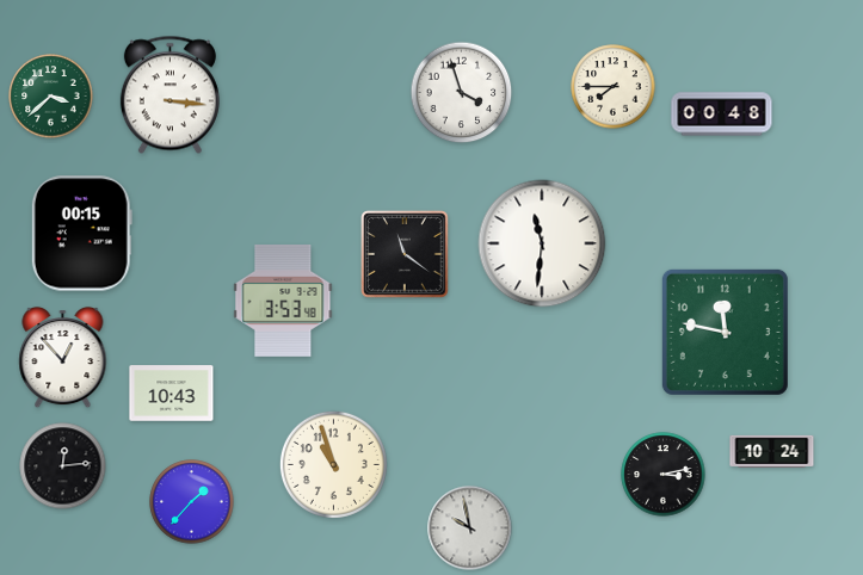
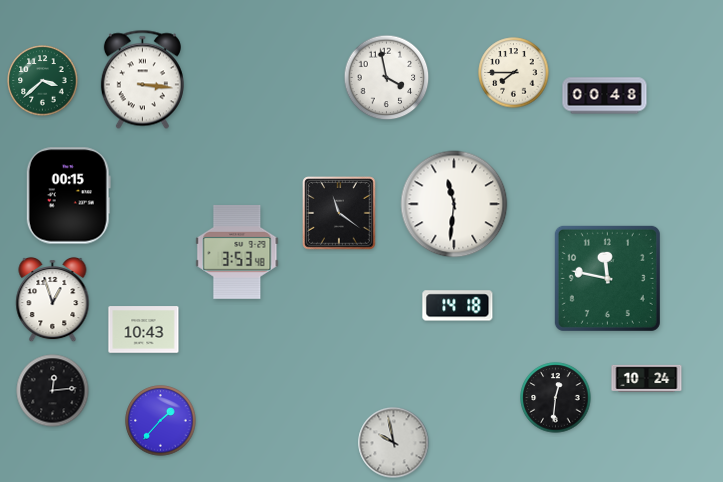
clock at (462, 93): 3:57 -> 3:58
clock at (63, 358): 12:53 -> 12:57
clock at (458, 306): none -> 14:18
clock at (333, 464): 10:57 -> none
clock at (664, 475): 3:13 -> 12:31
